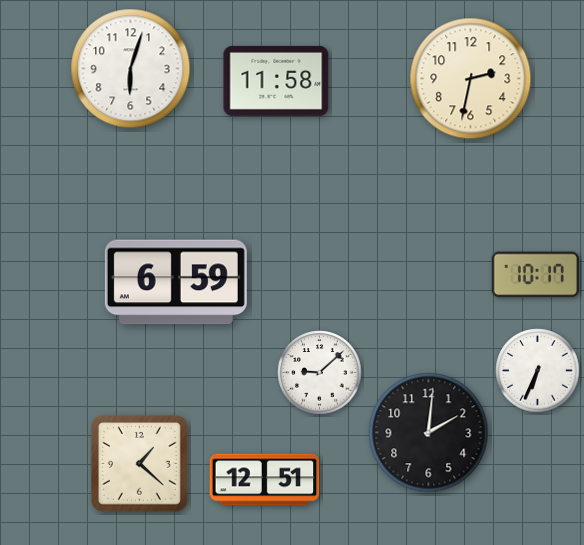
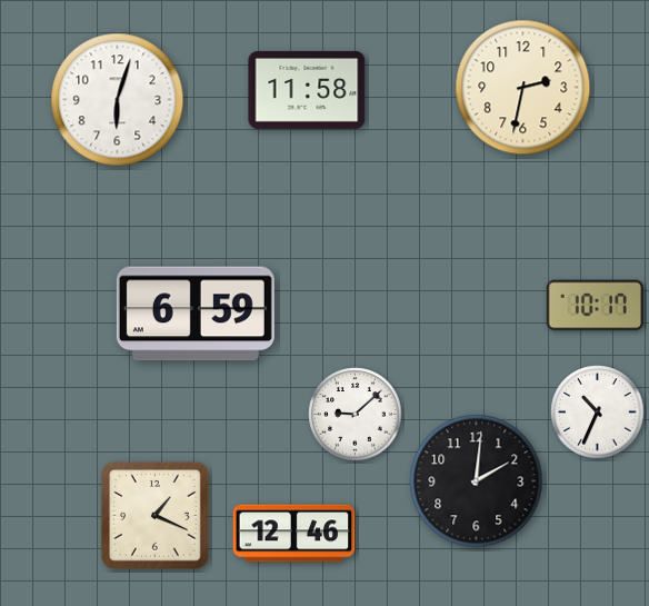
clock at (131, 69) position: (131, 69) -> (118, 100)
clock at (538, 371): 6:34 -> 10:34
clock at (140, 464): 1:22 -> 1:19
clock at (265, 480): 12:51 -> 12:46
